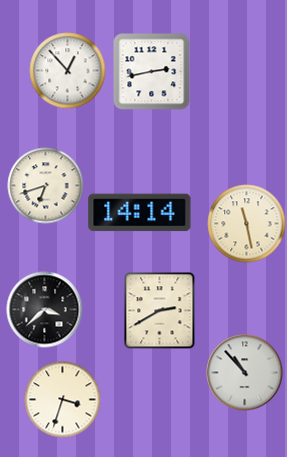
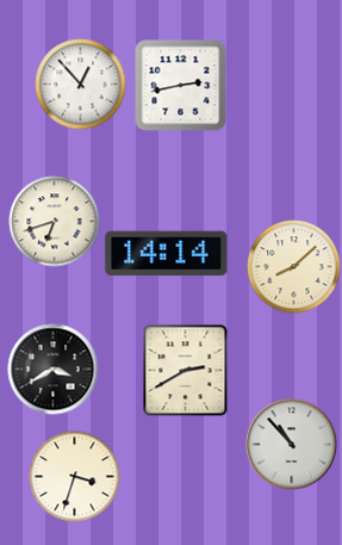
clock at (247, 224): 11:28 -> 8:08
clock at (45, 310): 3:38 -> 3:40
clock at (160, 311) position: (160, 311) -> (186, 371)
